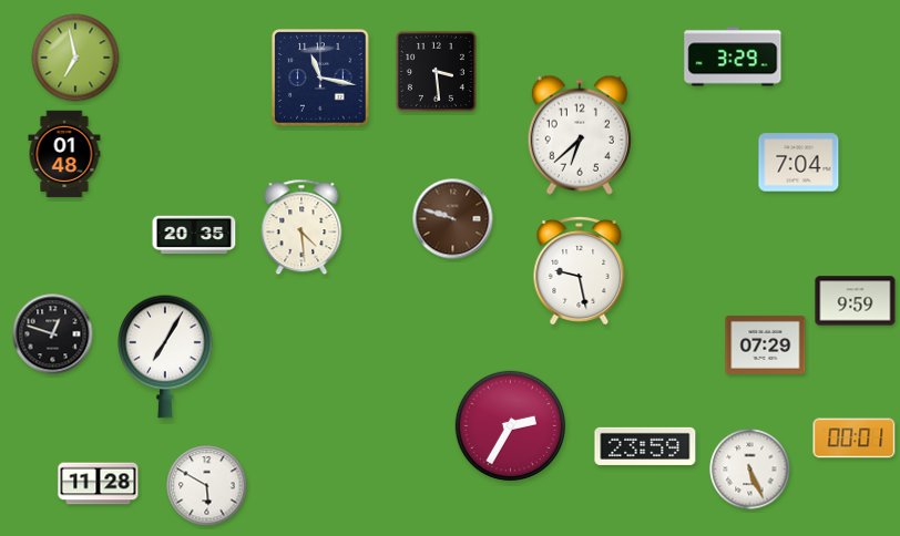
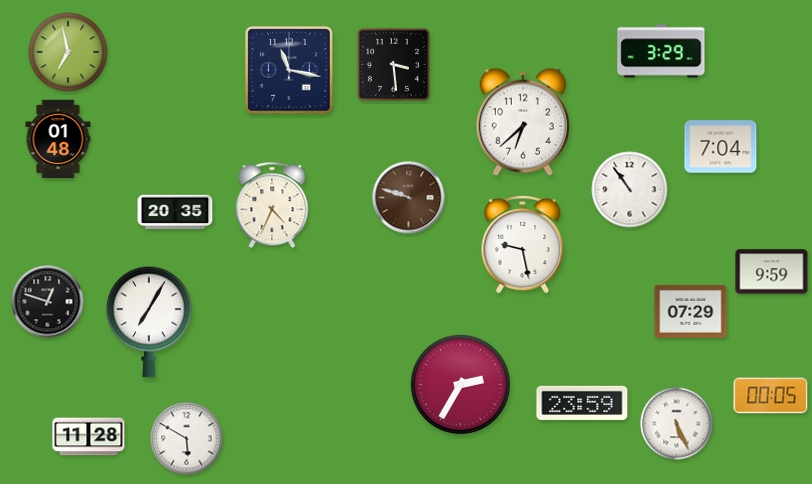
clock at (630, 190): none -> 10:54
clock at (301, 227): 4:29 -> 4:34
clock at (855, 439): 00:01 -> 00:05
